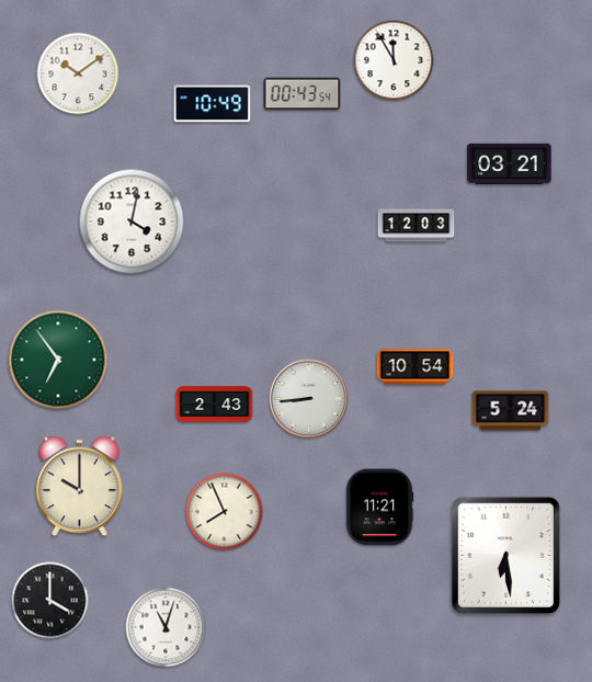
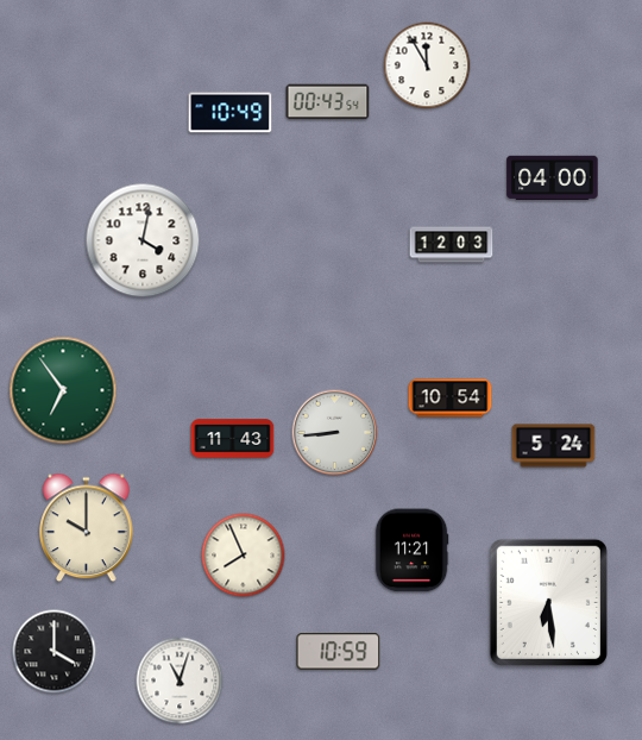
clock at (78, 73): 10:09 -> none
clock at (510, 163): 03:21 -> 04:00
clock at (215, 405): 2:43 -> 11:43
clock at (339, 652): none -> 10:59
